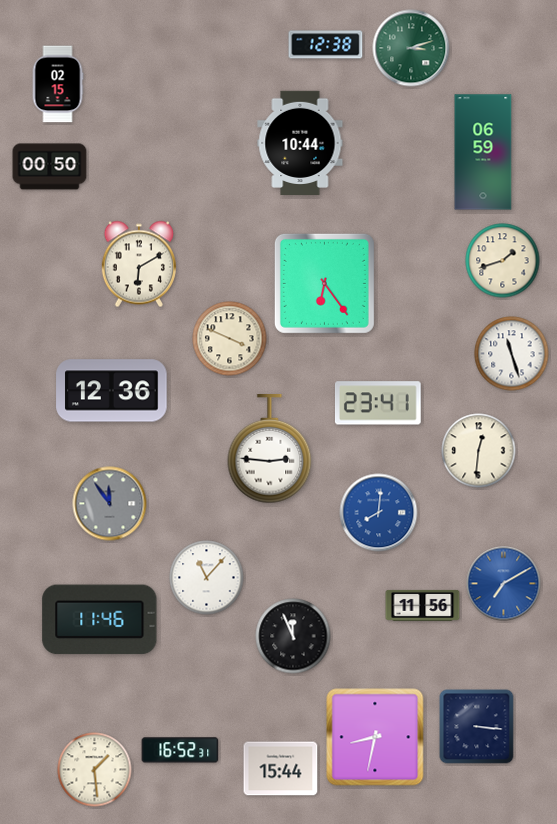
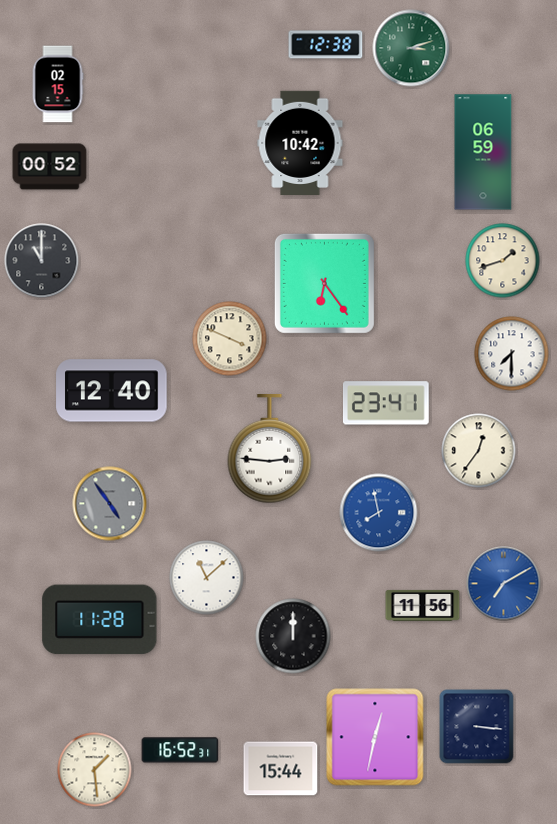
clock at (300, 142): 10:44 -> 10:42
clock at (50, 167): 00:50 -> 00:52
clock at (42, 261): none -> 11:00
clock at (139, 264): 6:10 -> none
clock at (512, 354): 11:27 -> 7:30
clock at (112, 391): 12:36 -> 12:40
clock at (378, 403) position: (378, 403) -> (386, 403)
clock at (479, 451): 12:31 -> 12:36
clock at (110, 504): 11:54 -> 4:54
clock at (379, 513): 8:01 -> 7:58
clock at (207, 578): 11:07 -> 11:08
clock at (100, 620): 11:46 -> 11:28
clock at (293, 636): 11:56 -> 12:00
clock at (375, 737): 8:32 -> 12:32
